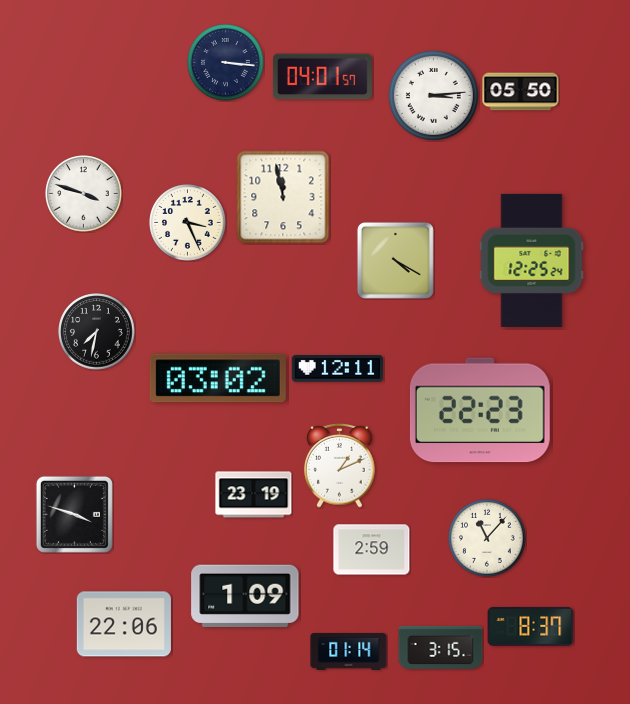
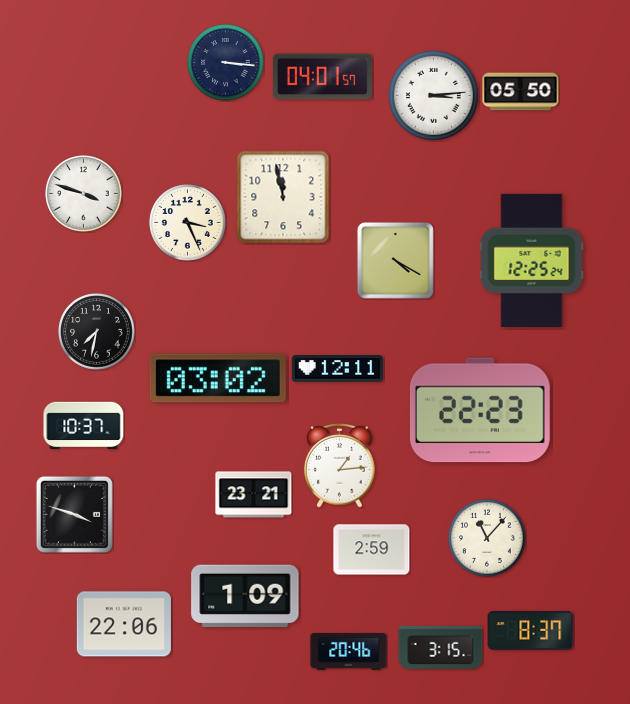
clock at (84, 426): none -> 10:37
clock at (340, 466): 1:11 -> 1:14
clock at (254, 495): 23:19 -> 23:21
clock at (531, 626) position: (531, 626) -> (531, 630)
clock at (349, 651): 01:14 -> 20:46
